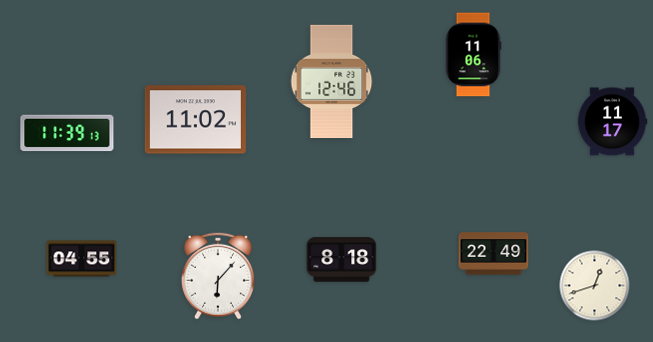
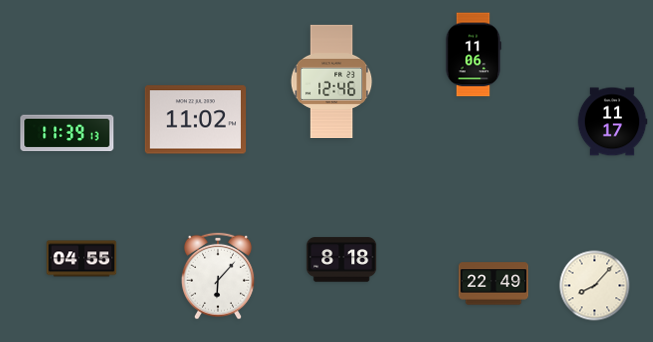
clock at (494, 254) position: (494, 254) -> (494, 284)
clock at (595, 286): 12:42 -> 8:07
